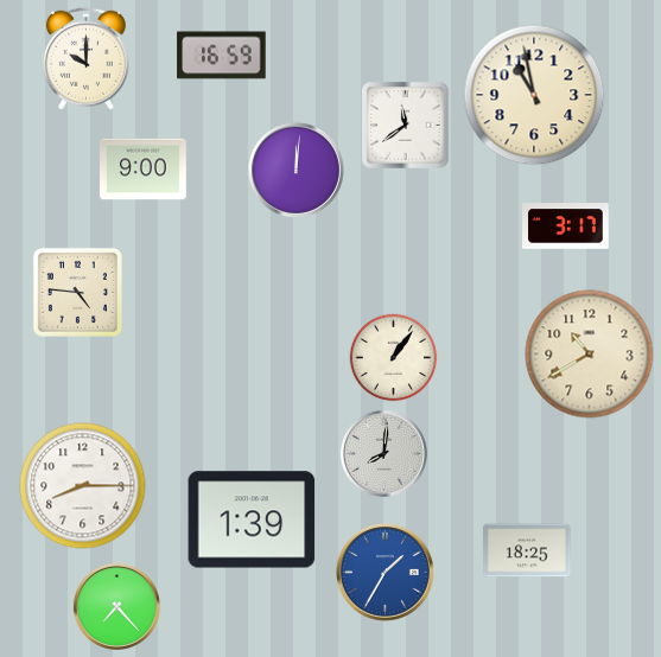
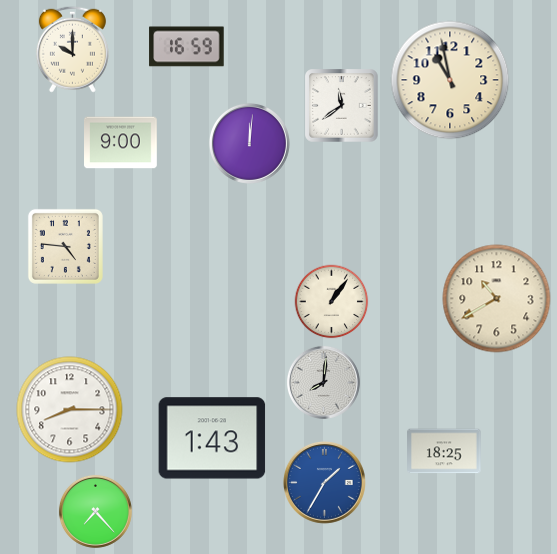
clock at (566, 227): 3:17 -> none
clock at (252, 519): 1:39 -> 1:43
clock at (527, 550) position: (527, 550) -> (444, 451)
clock at (116, 606) position: (116, 606) -> (95, 511)
